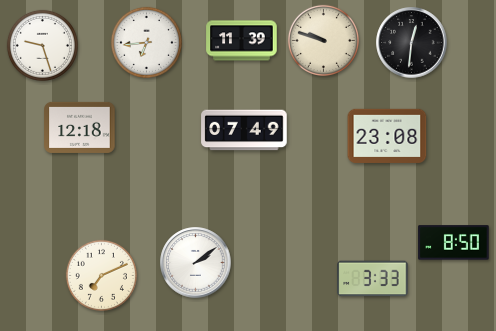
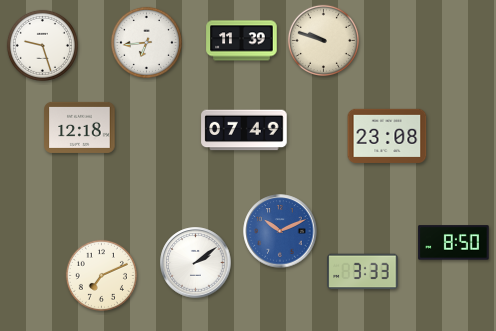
clock at (412, 43): 12:31 -> none
clock at (280, 231): none -> 10:11
clock at (373, 279) position: (373, 279) -> (363, 272)
